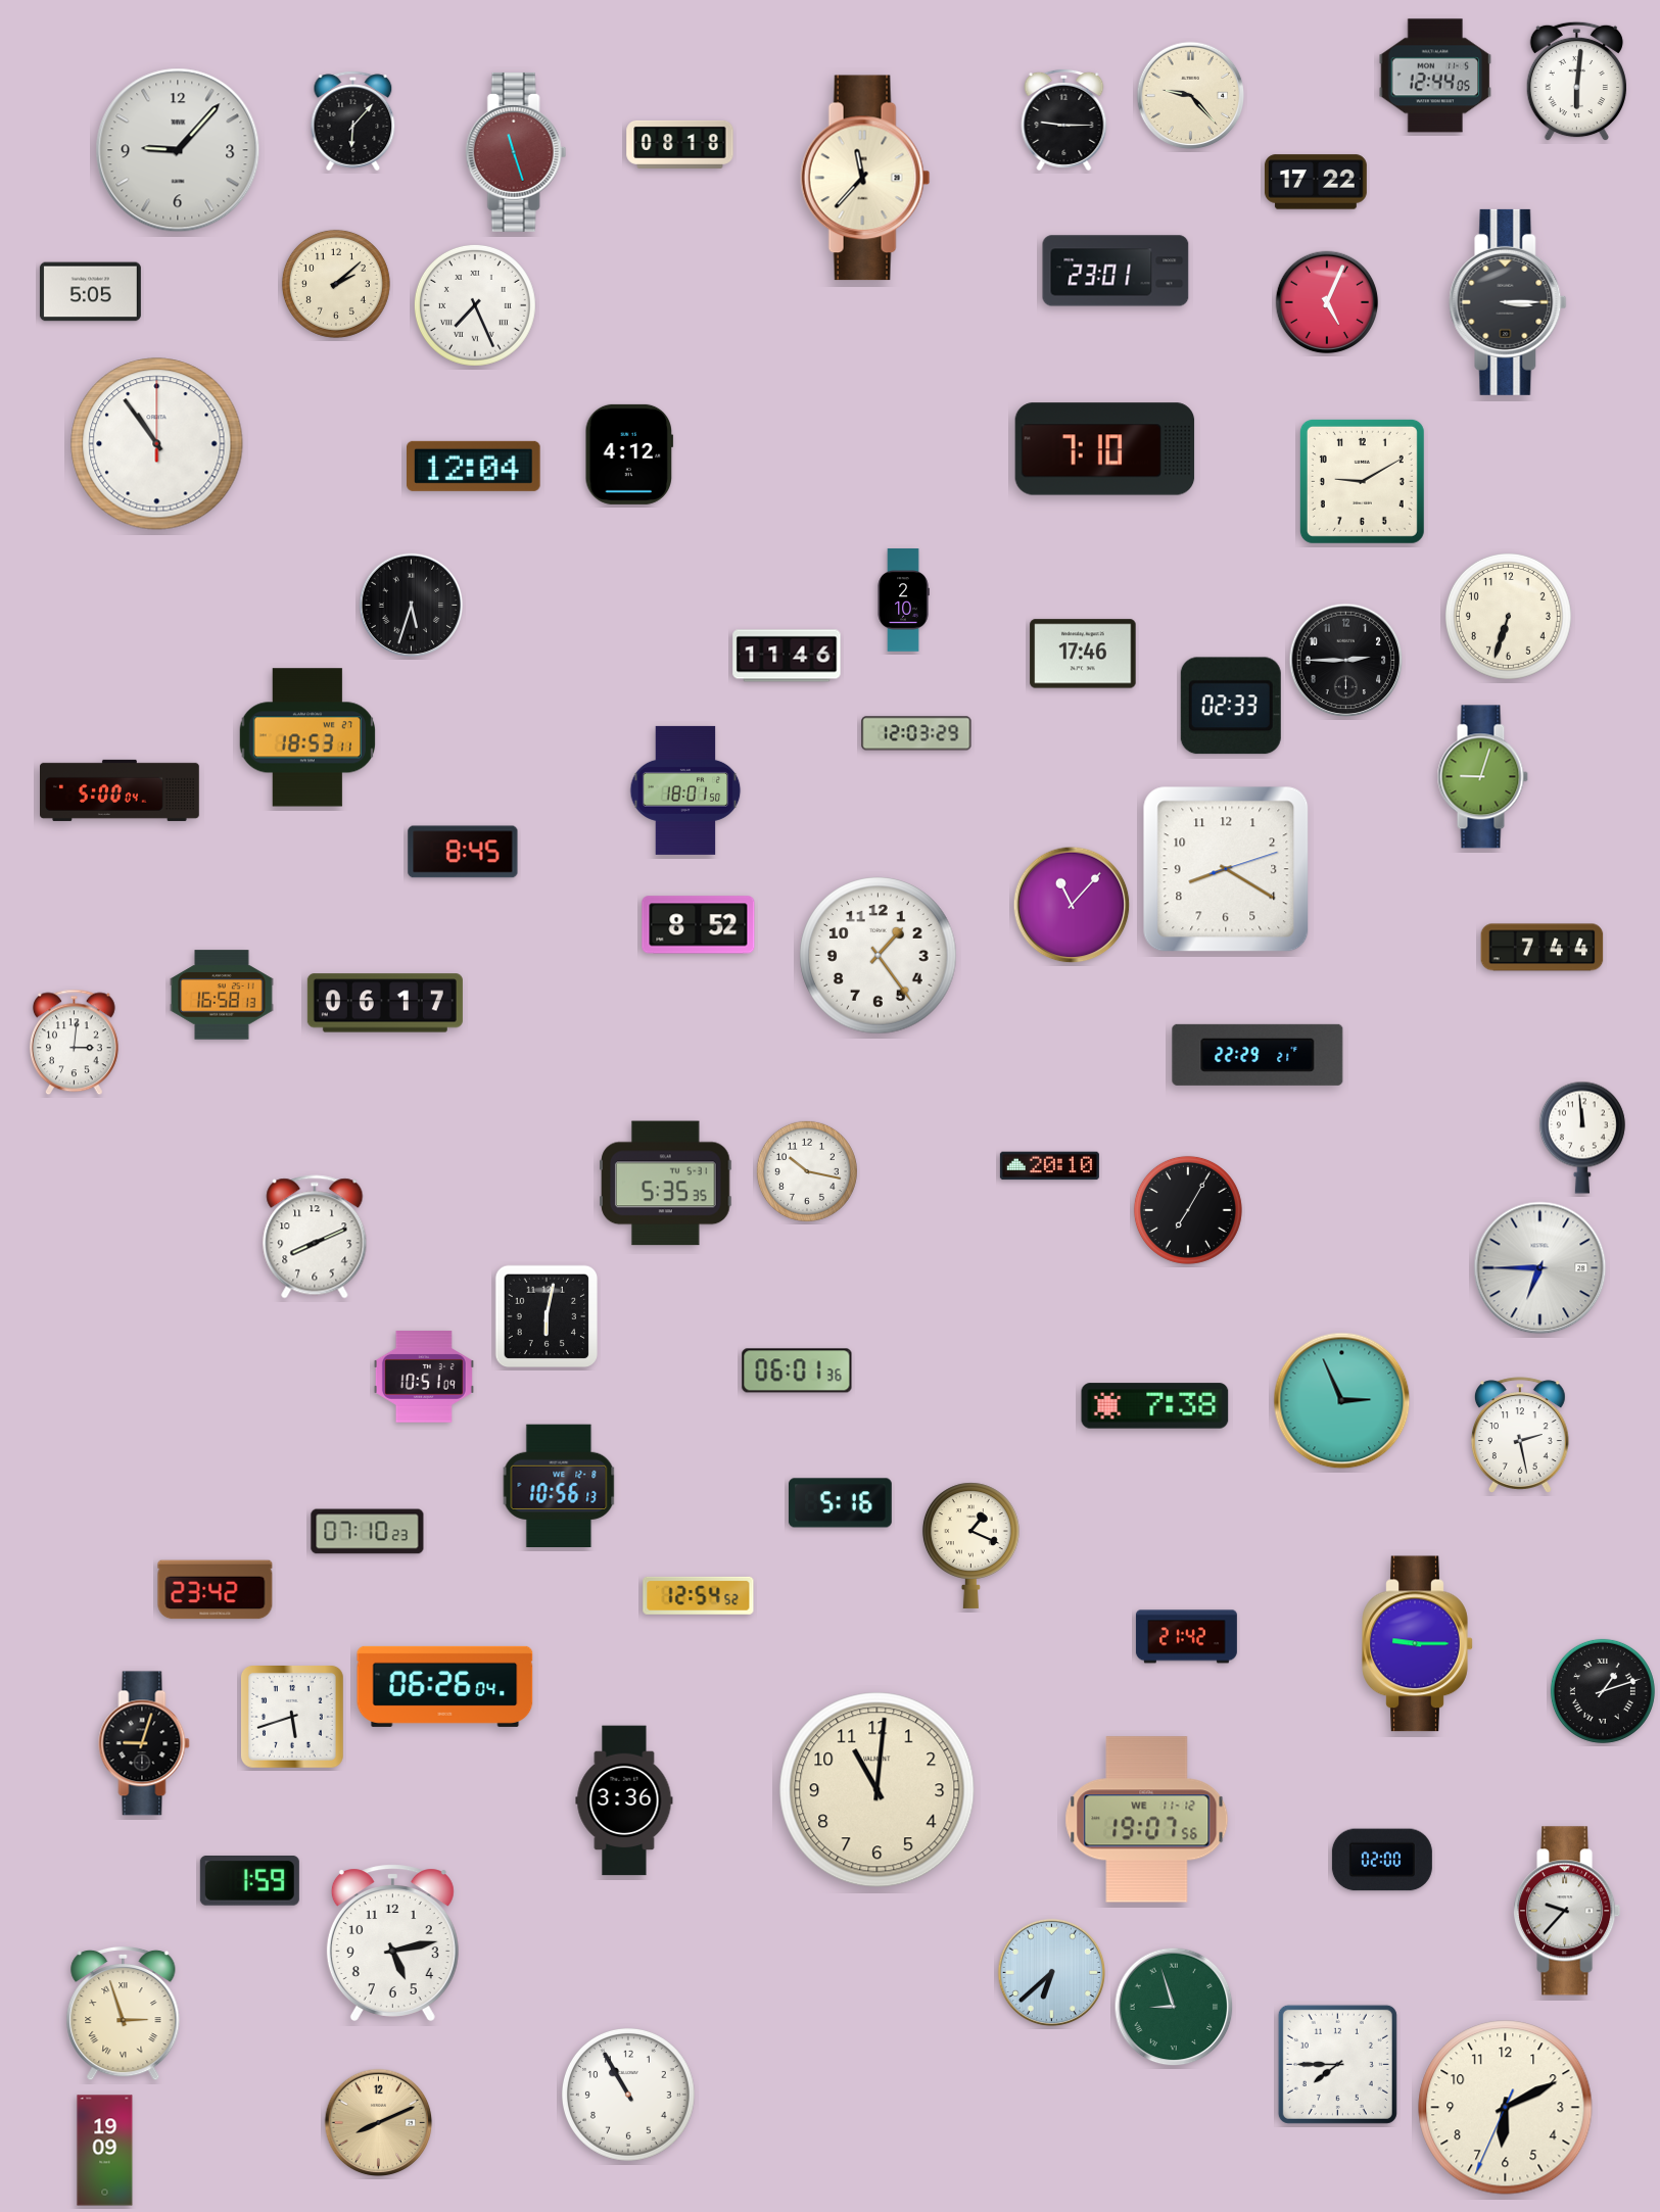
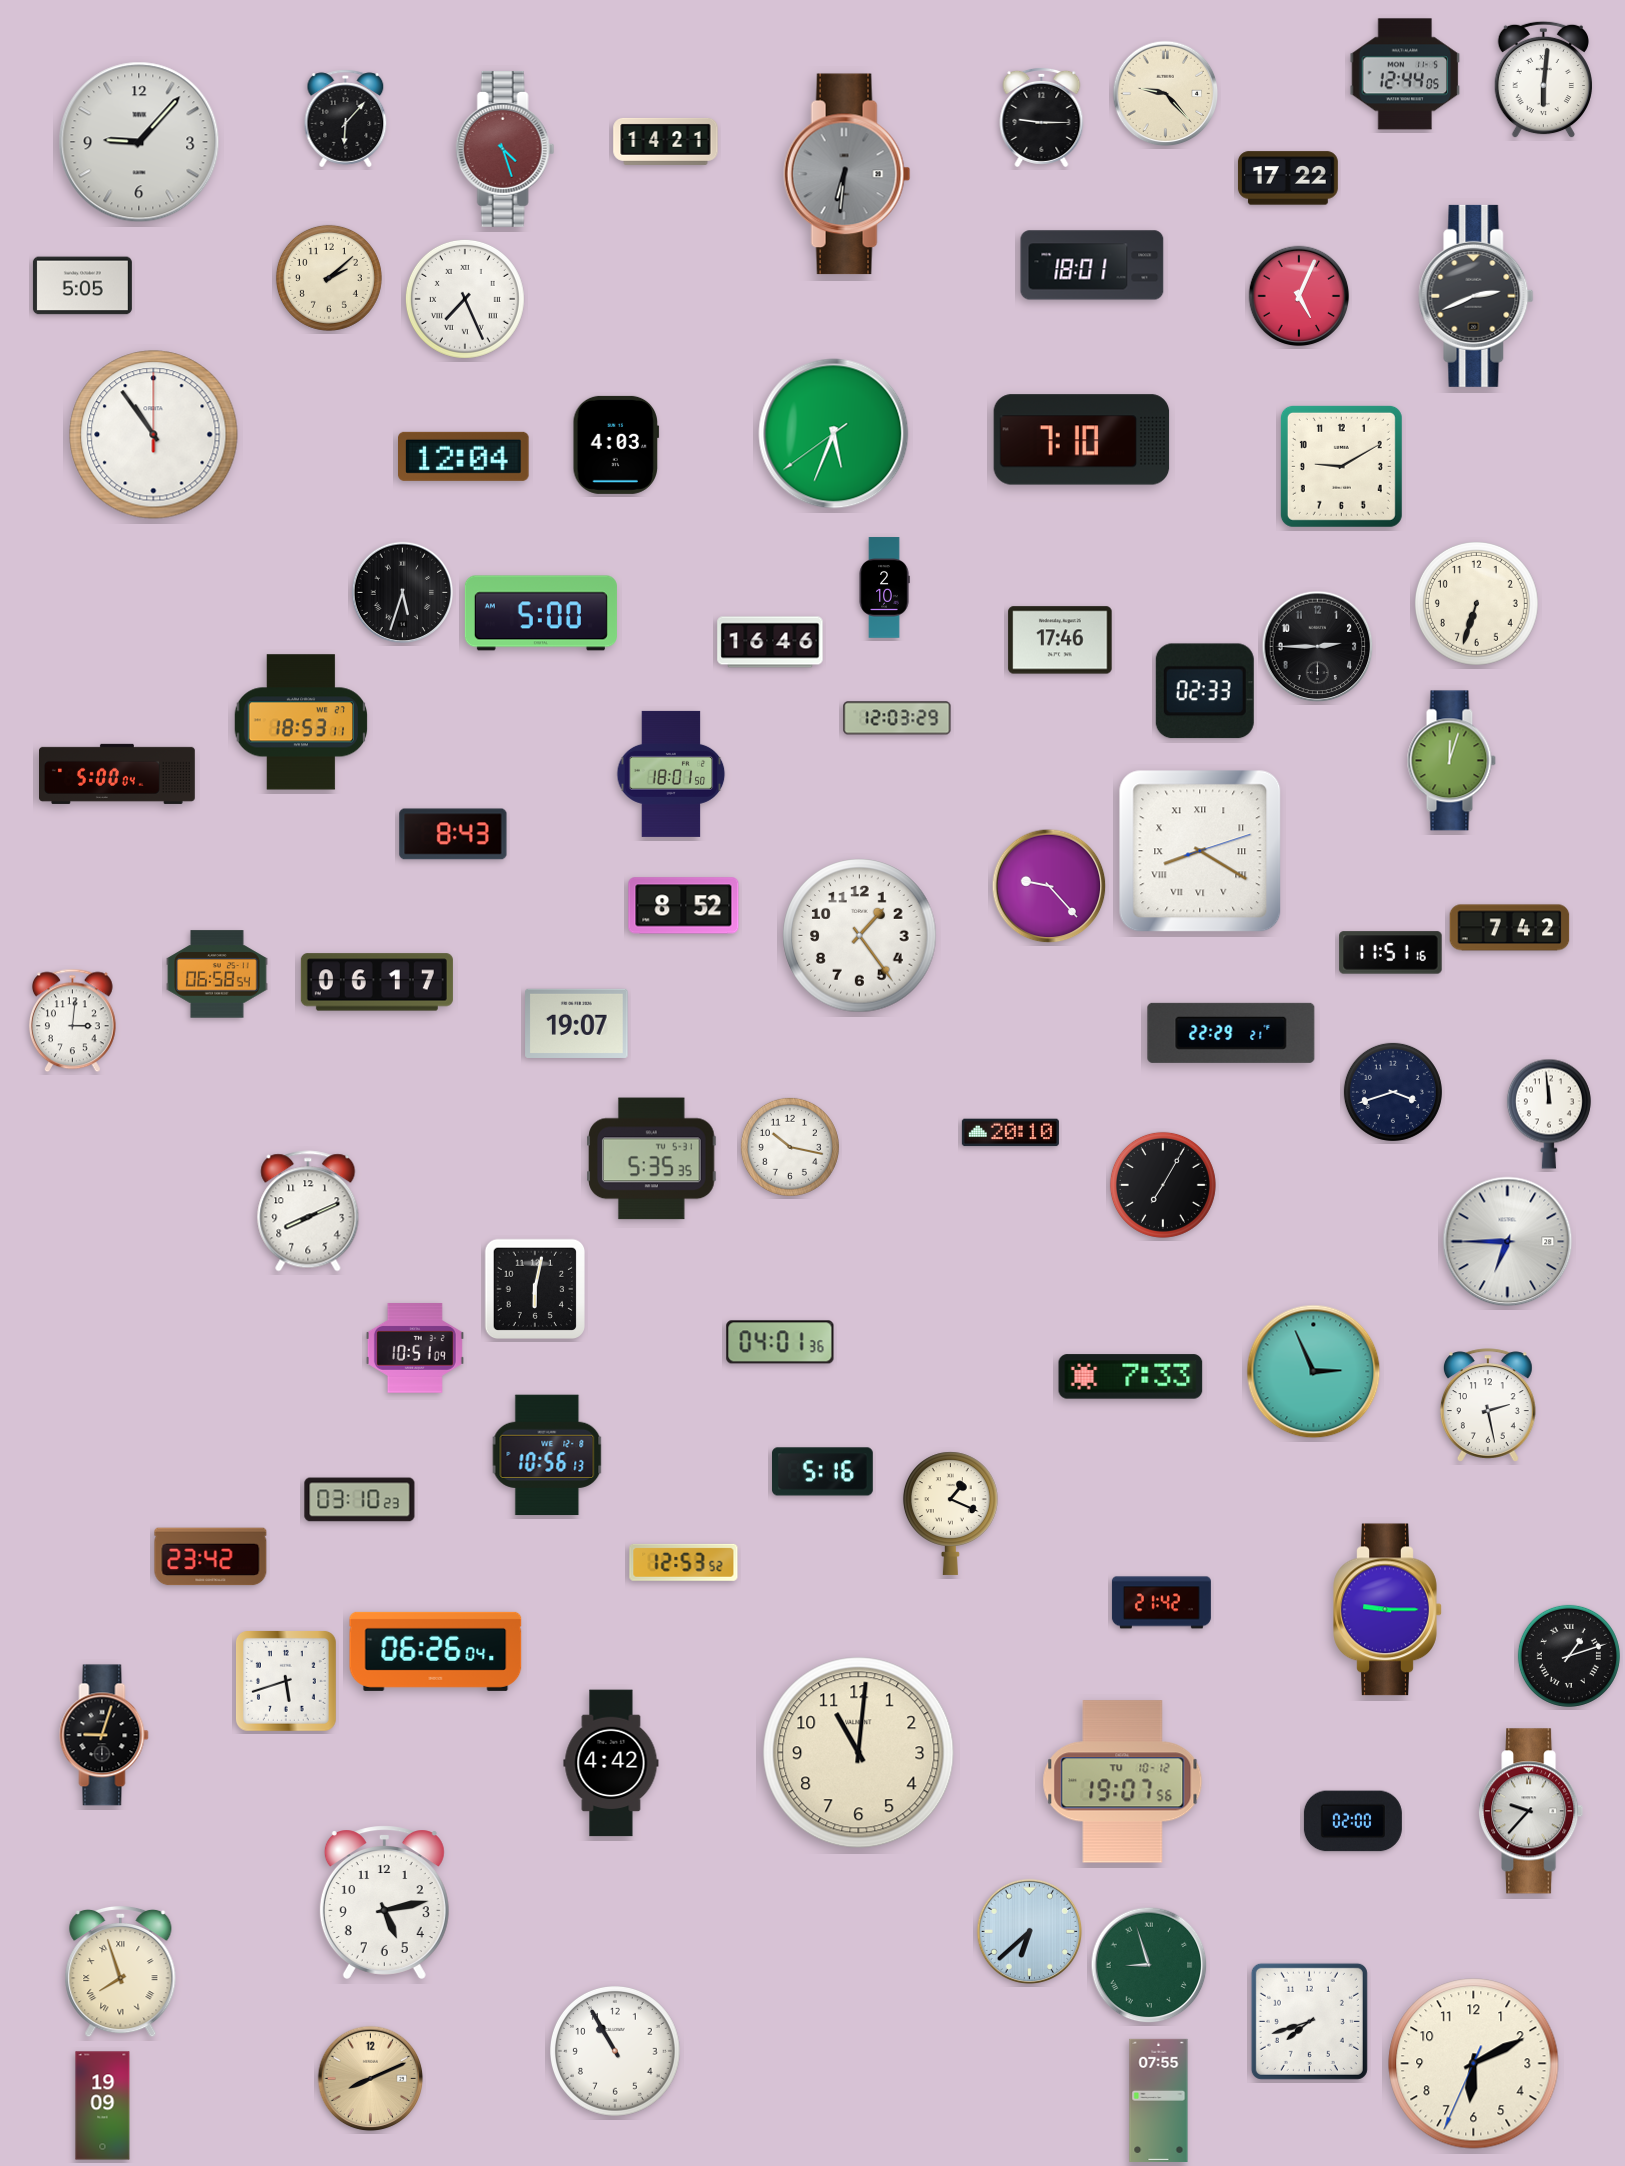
clock at (680, 144): 08:18 -> 14:21
clock at (178, 150) position: (178, 150) -> (139, 142)
clock at (516, 152): 11:27 -> 4:27
clock at (865, 178): 11:37 -> 6:31
clock at (865, 178) dial: cream -> grey
clock at (1116, 271): 23:01 -> 18:01
clock at (90, 292) position: (90, 292) -> (82, 286)
clock at (1508, 302): 3:15 -> 2:41
clock at (834, 434): none -> 5:33
clock at (629, 454): 4:12 -> 4:03
clock at (1362, 481) position: (1362, 481) -> (1341, 466)
clock at (541, 613): none -> 5:00
clock at (787, 656): 11:46 -> 16:46
clock at (1482, 777): 9:03 -> 12:03
clock at (463, 852): 8:45 -> 8:43
clock at (1226, 869) numerals: Arabic -> Roman
clock at (1072, 905): 11:07 -> 9:23
clock at (1543, 948): 7:44 -> 7:42
clock at (1391, 953): none -> 11:51
clock at (222, 995): 16:58 -> 06:58
clock at (577, 1023): none -> 19:07
clock at (1393, 1092): none -> 3:42
clock at (1049, 1166) position: (1049, 1166) -> (1010, 1133)
clock at (797, 1371): 06:01 -> 04:01
clock at (1155, 1406): 7:38 -> 7:33
clock at (368, 1532): 07:10 -> 03:10
clock at (699, 1595): 12:54 -> 12:53
clock at (144, 1743) position: (144, 1743) -> (104, 1735)
clock at (624, 1800): 3:36 -> 4:42
clock at (1147, 1820) date: WE 11-12 -> TU 10-12
clock at (249, 1881): 1:59 -> none
clock at (1567, 1911) position: (1567, 1911) -> (1531, 1811)
clock at (124, 2014): 2:57 -> 7:57
clock at (1337, 2064): 7:45 -> 7:42
clock at (1159, 2100): none -> 07:55
